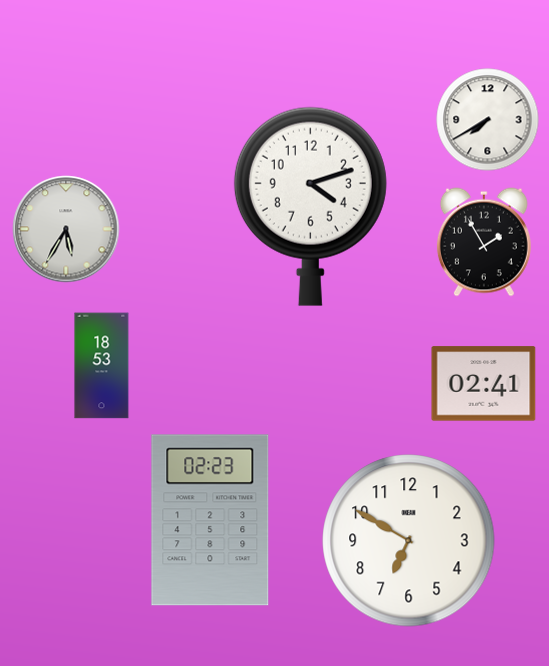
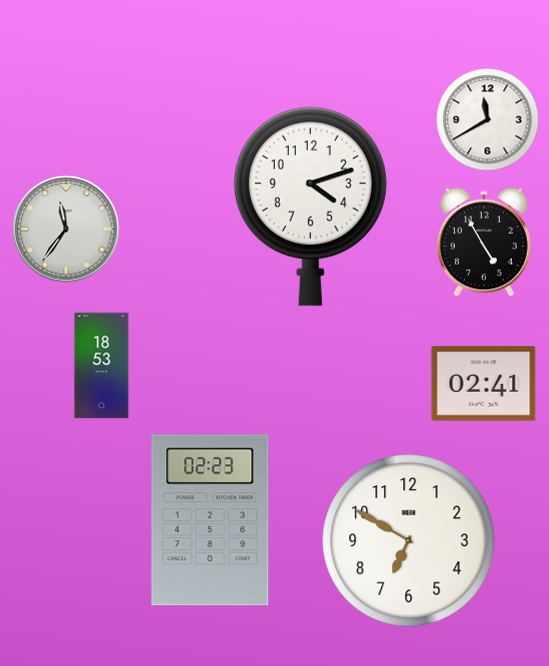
clock at (488, 120): 7:40 -> 11:40
clock at (66, 229): 5:35 -> 11:36
clock at (484, 242): 1:55 -> 4:55
